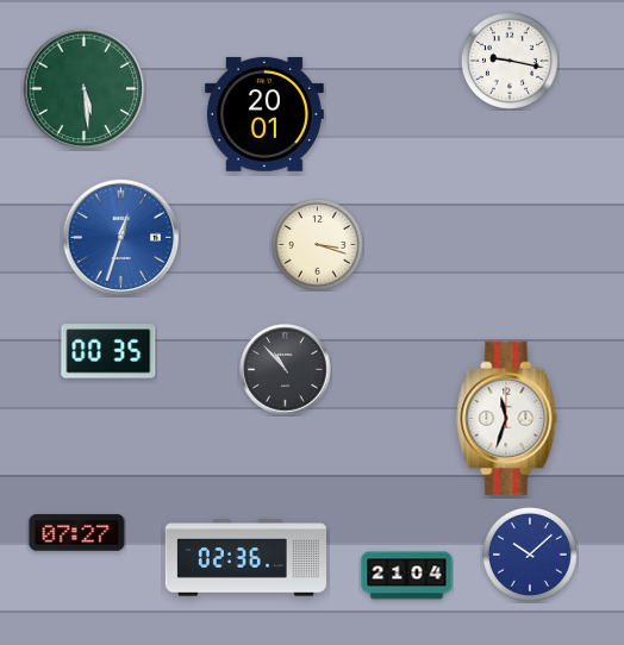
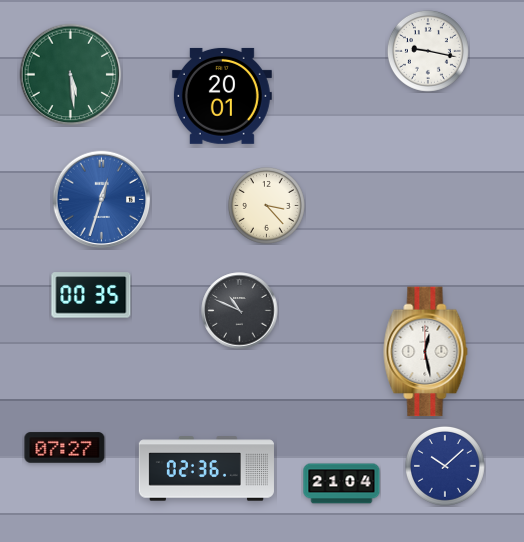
clock at (318, 245): 3:18 -> 3:23
clock at (286, 370): 10:53 -> 10:49
clock at (507, 419): 11:33 -> 12:28
